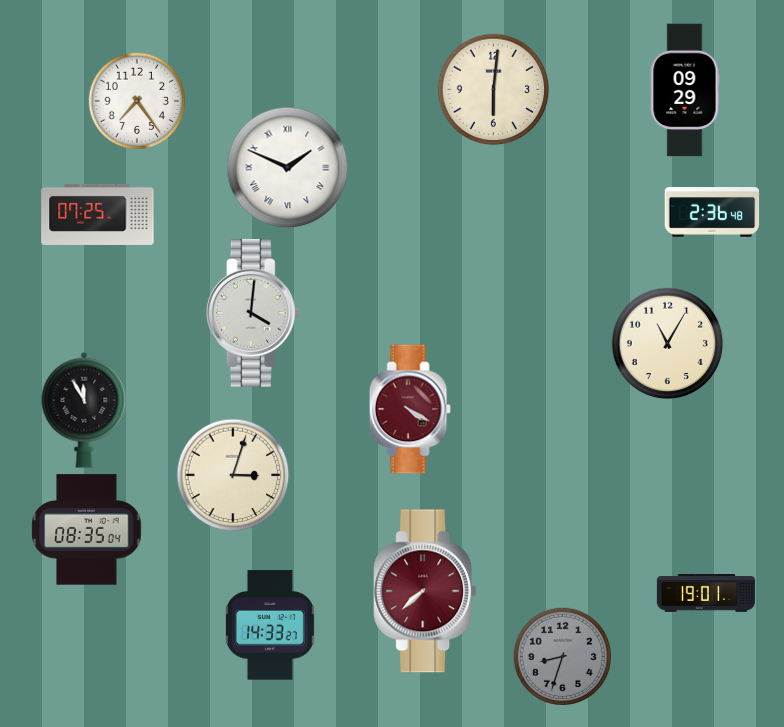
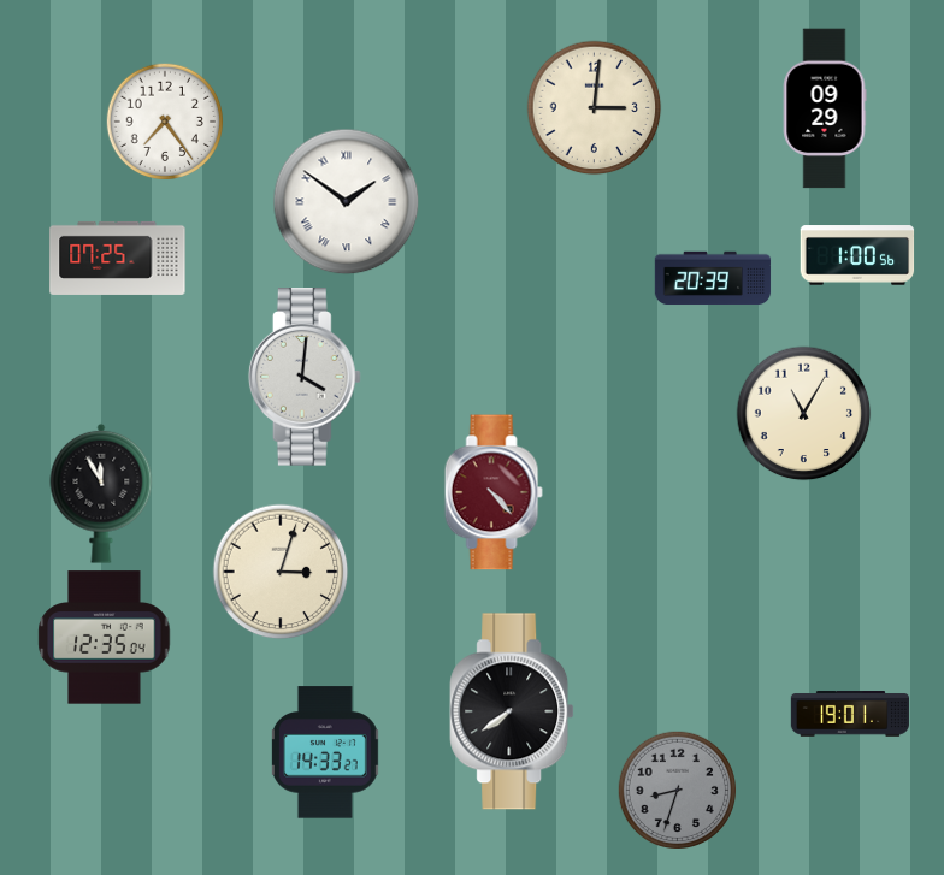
clock at (494, 90): 6:01 -> 3:01
clock at (288, 168): 1:49 -> 1:51
clock at (712, 212): 2:36 -> 1:00
clock at (713, 278): none -> 20:39
clock at (410, 409): 4:20 -> 4:23
clock at (87, 530): 08:35 -> 12:35
clock at (425, 591): 7:38 -> 7:39
clock at (425, 591) dial: burgundy -> black
